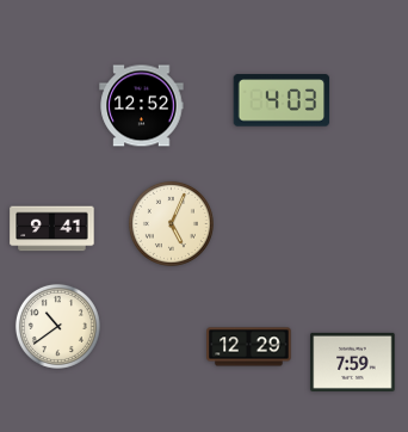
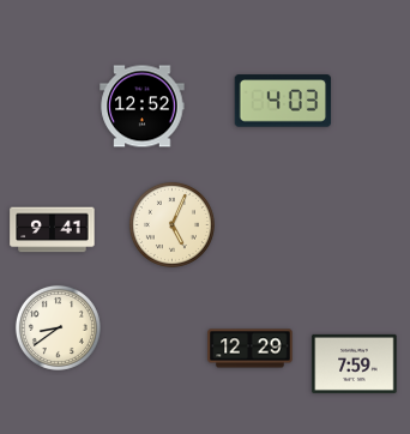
clock at (57, 326): 10:39 -> 8:39
